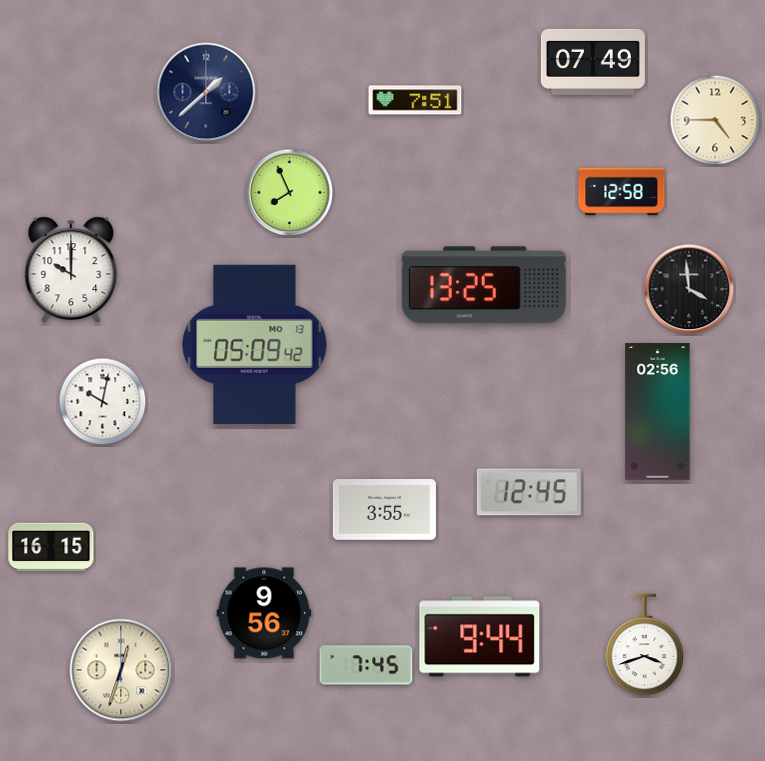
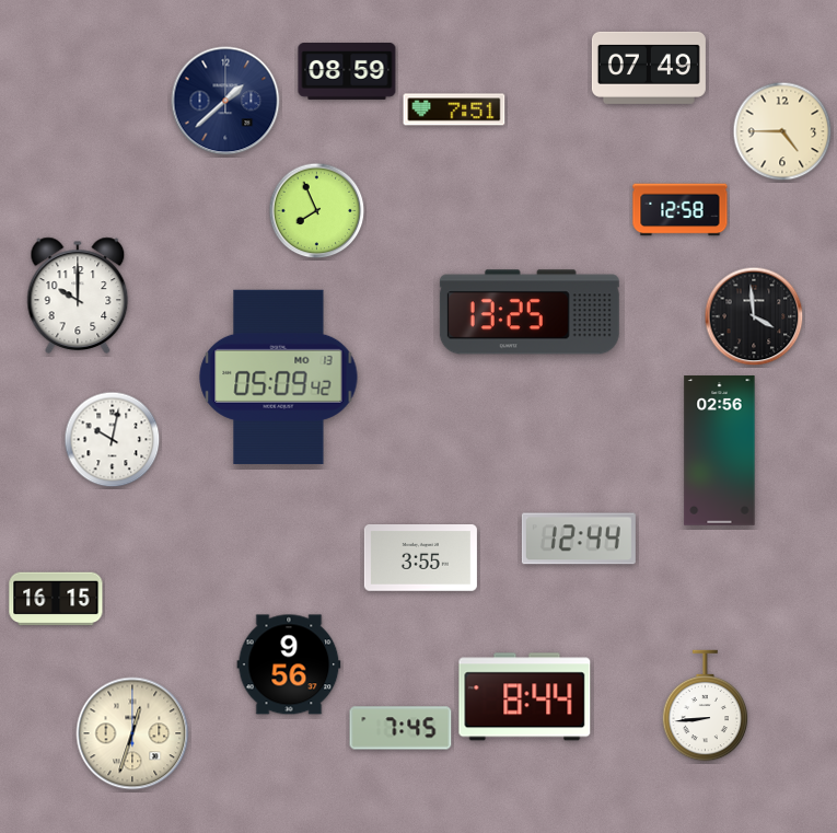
clock at (347, 72): none -> 08:59
clock at (529, 492): 12:45 -> 12:44
clock at (264, 613) position: (264, 613) -> (289, 664)
clock at (480, 637): 9:44 -> 8:44
clock at (645, 645): 3:42 -> 8:44
